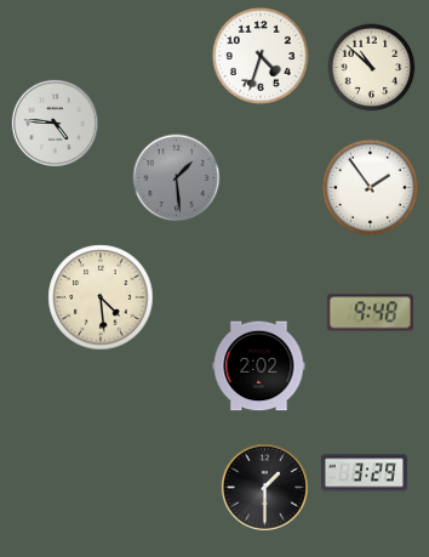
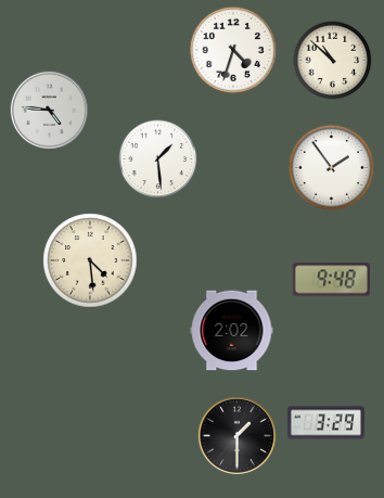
clock at (177, 178) dial: grey -> white
clock at (101, 297) position: (101, 297) -> (90, 260)
clock at (259, 366) position: (259, 366) -> (232, 331)
